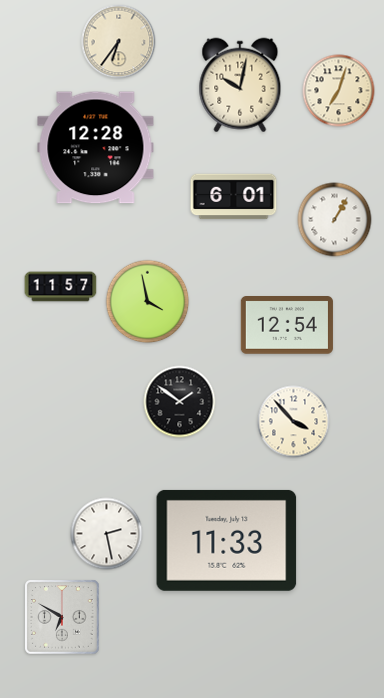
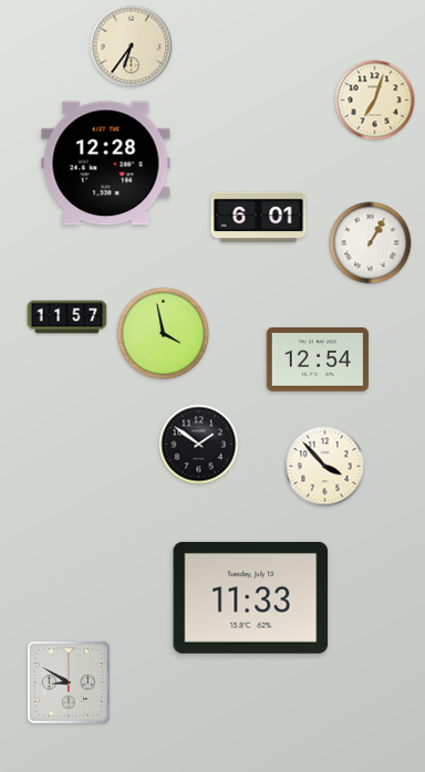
clock at (240, 85): 10:02 -> none
clock at (107, 534): 2:28 -> none
clock at (62, 617): 6:50 -> 8:50
